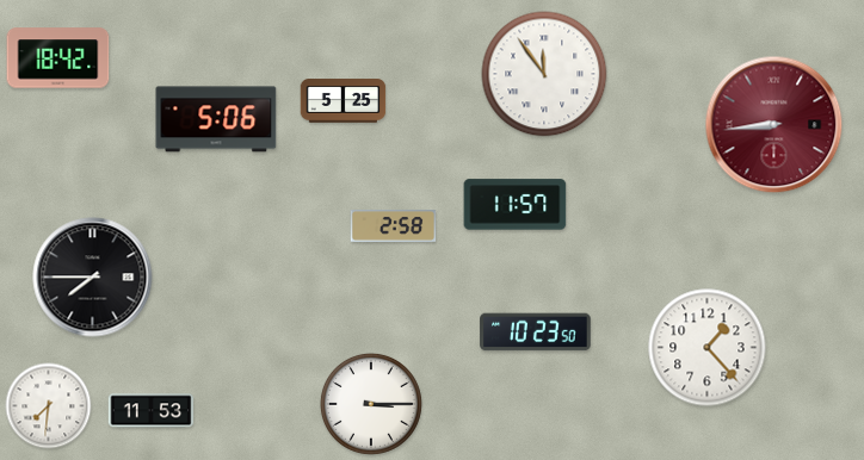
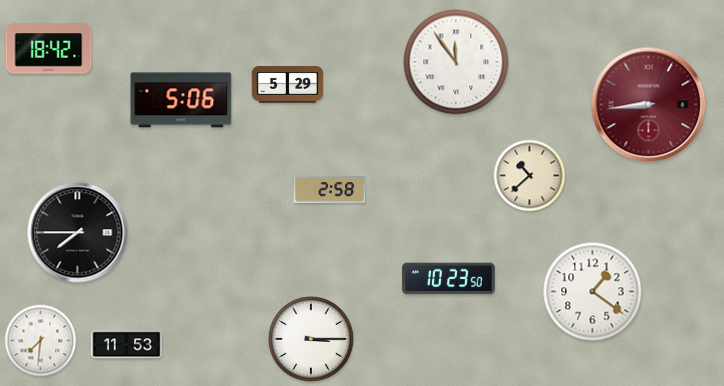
clock at (344, 101): 5:25 -> 5:29
clock at (516, 205): 11:57 -> none
clock at (530, 176): none -> 10:38
clock at (708, 348): 1:23 -> 1:21
